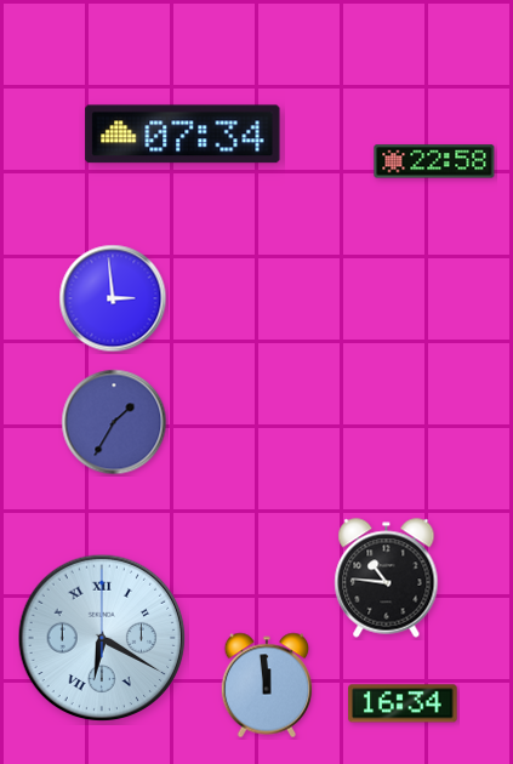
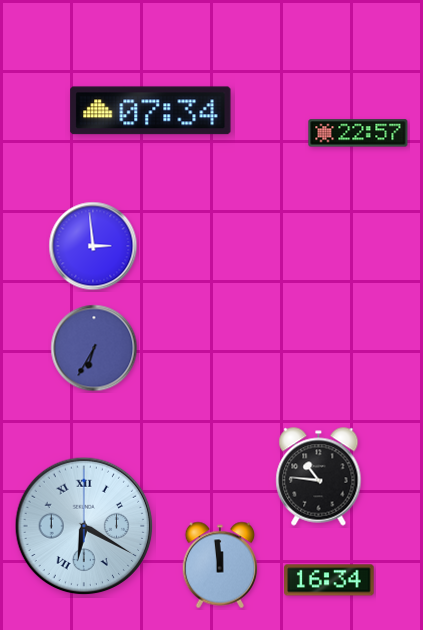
clock at (434, 161): 22:58 -> 22:57
clock at (114, 422): 1:35 -> 6:35
clock at (403, 703) position: (403, 703) -> (329, 580)
